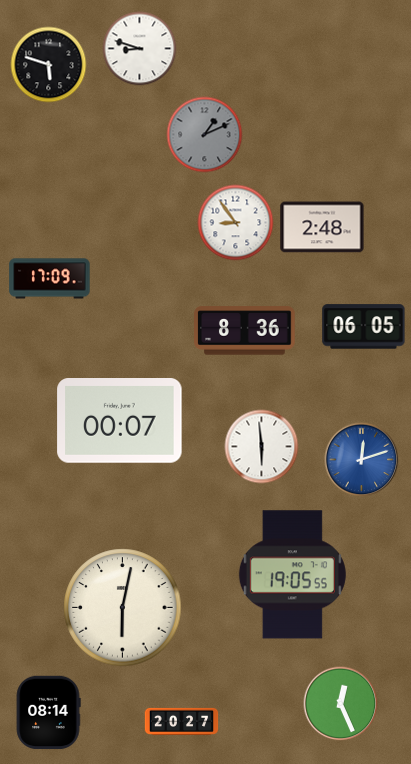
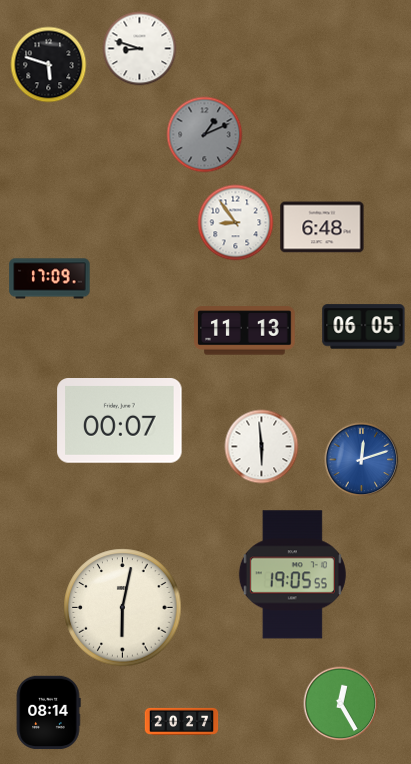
clock at (322, 227): 2:48 -> 6:48
clock at (245, 331): 8:36 -> 11:13
clock at (341, 704): 12:26 -> 12:25
